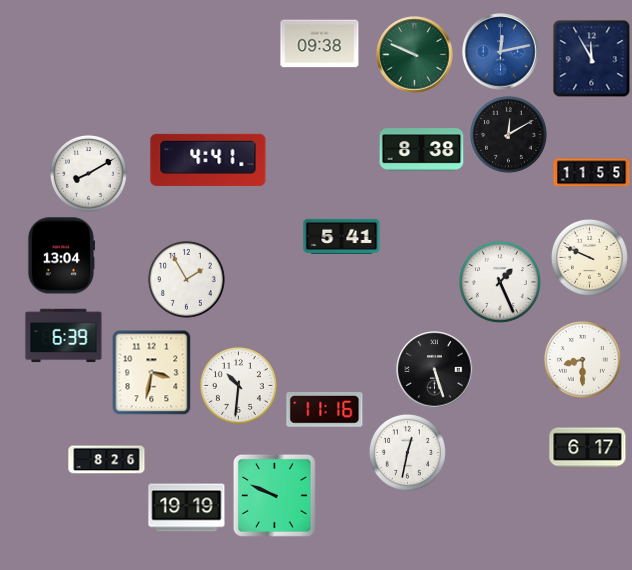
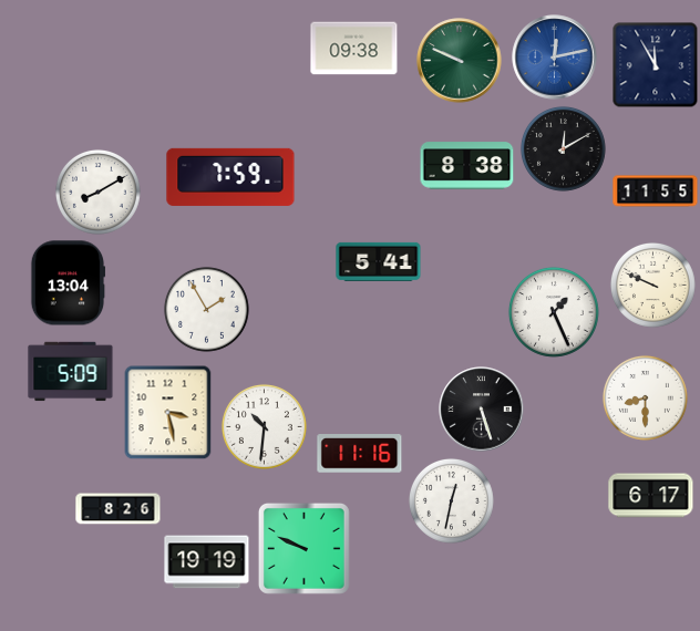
clock at (208, 160): 4:41 -> 7:59
clock at (64, 336): 6:39 -> 5:09
clock at (152, 372): 3:32 -> 3:28
